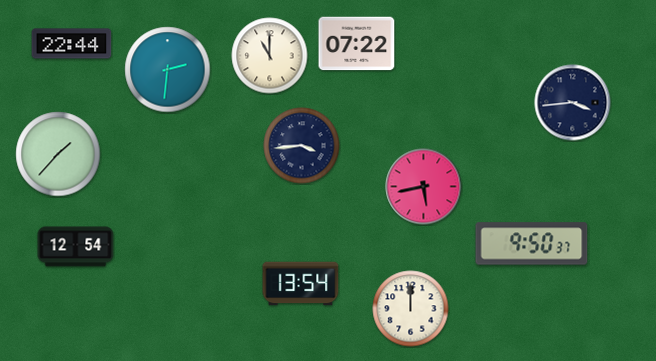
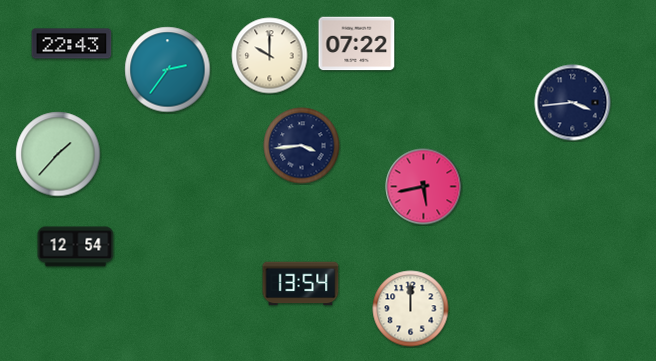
clock at (72, 44): 22:44 -> 22:43
clock at (270, 56): 11:00 -> 10:00
clock at (168, 70): 2:31 -> 2:36
clock at (532, 244): 9:50 -> none
